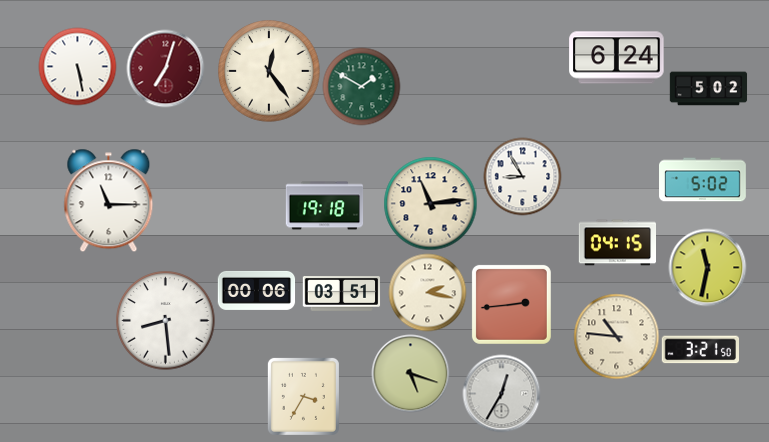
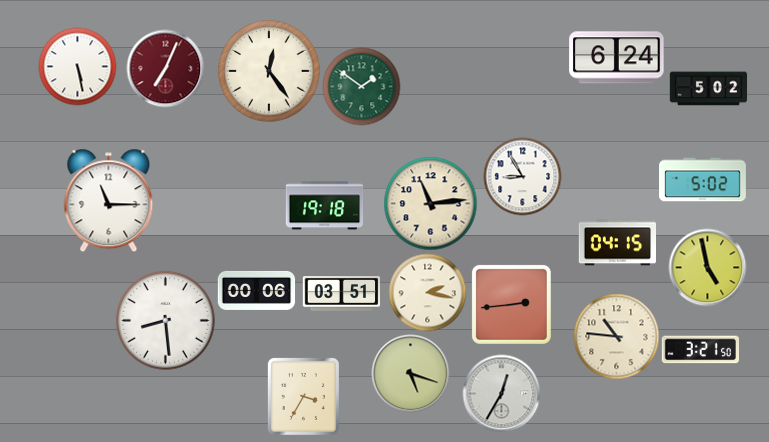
clock at (165, 68): 7:03 -> 7:04
clock at (361, 86): 1:50 -> 1:51
clock at (707, 267): 11:32 -> 4:58
